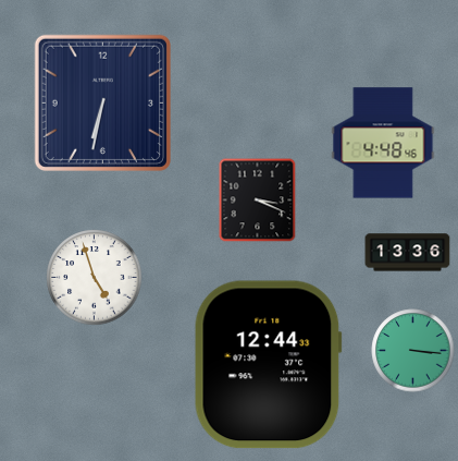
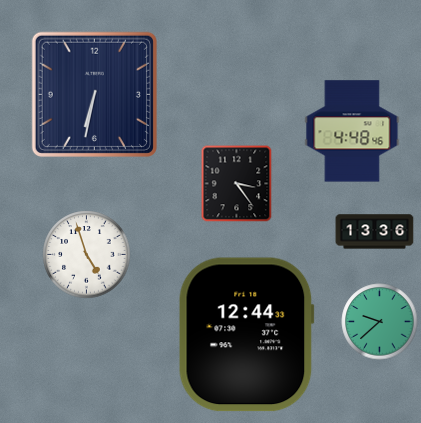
clock at (258, 199): 3:19 -> 3:24
clock at (413, 351): 3:16 -> 9:38
